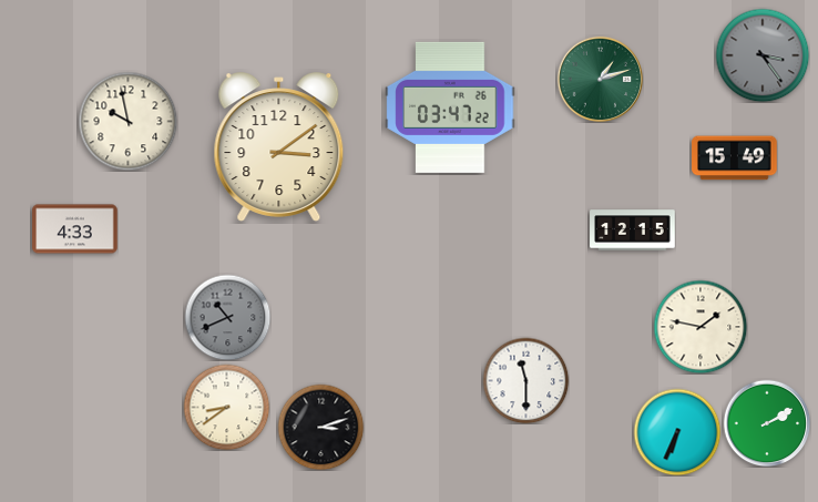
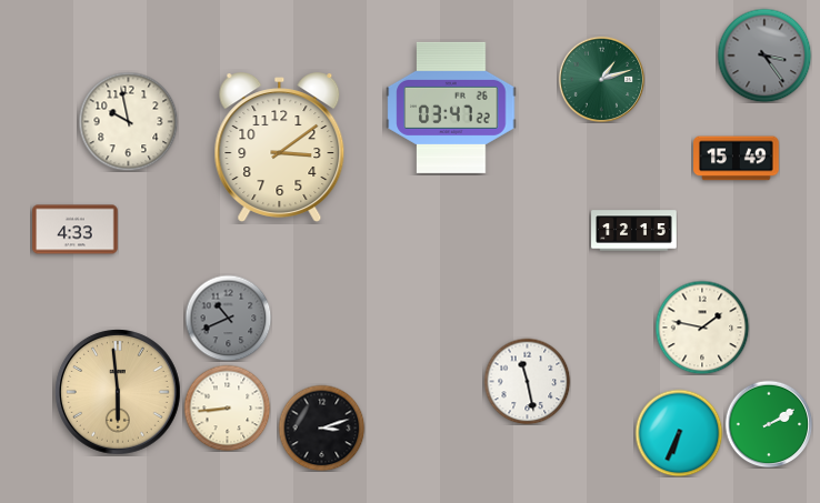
clock at (525, 380): 11:30 -> 11:28
clock at (119, 393): none -> 5:59
clock at (226, 407): 8:39 -> 8:44
